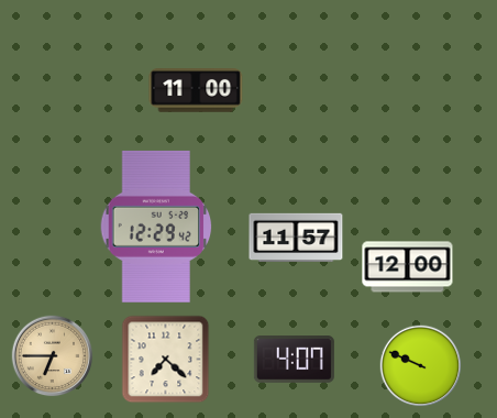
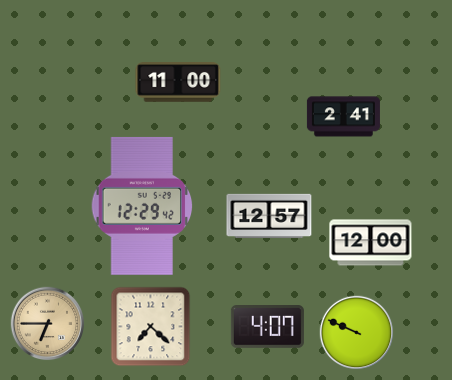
clock at (343, 117): none -> 2:41
clock at (296, 237): 11:57 -> 12:57
clock at (421, 366) position: (421, 366) -> (357, 333)
